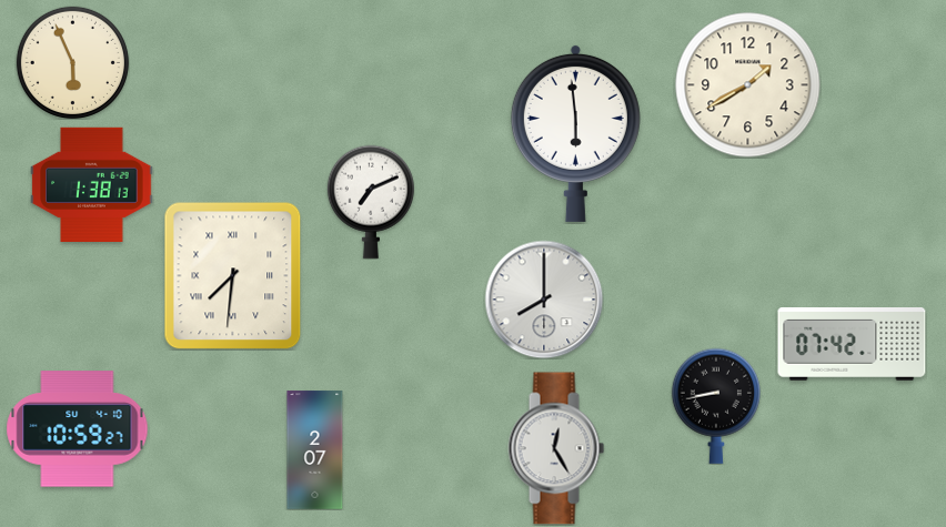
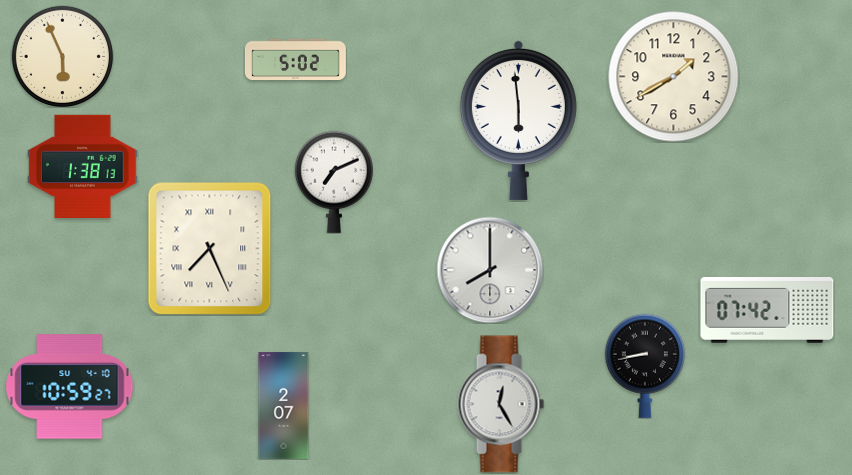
clock at (72, 62) position: (72, 62) -> (62, 56)
clock at (295, 60): none -> 5:02
clock at (233, 275): 7:31 -> 7:26
